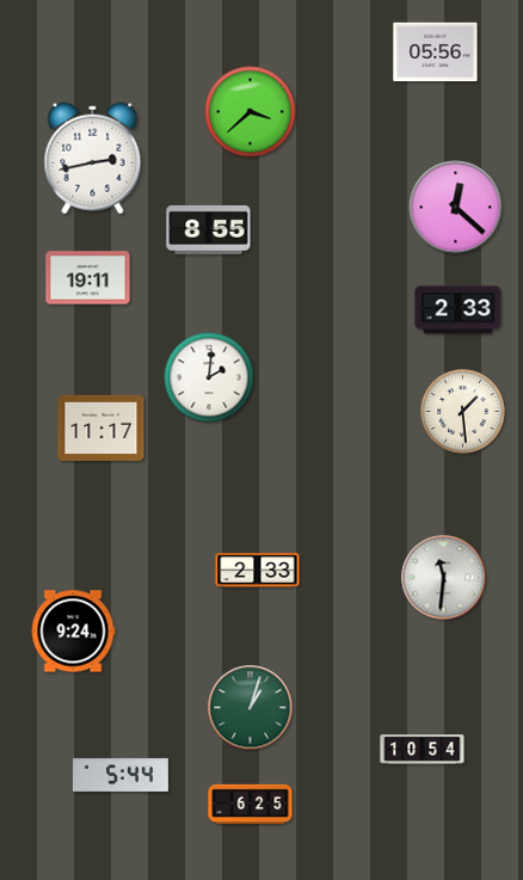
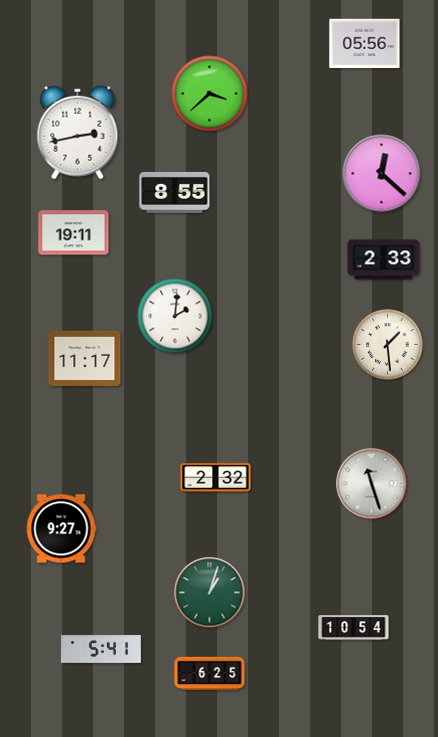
clock at (258, 571): 2:33 -> 2:32
clock at (444, 578): 11:31 -> 11:27
clock at (73, 632): 9:24 -> 9:27
clock at (121, 775): 5:44 -> 5:41
